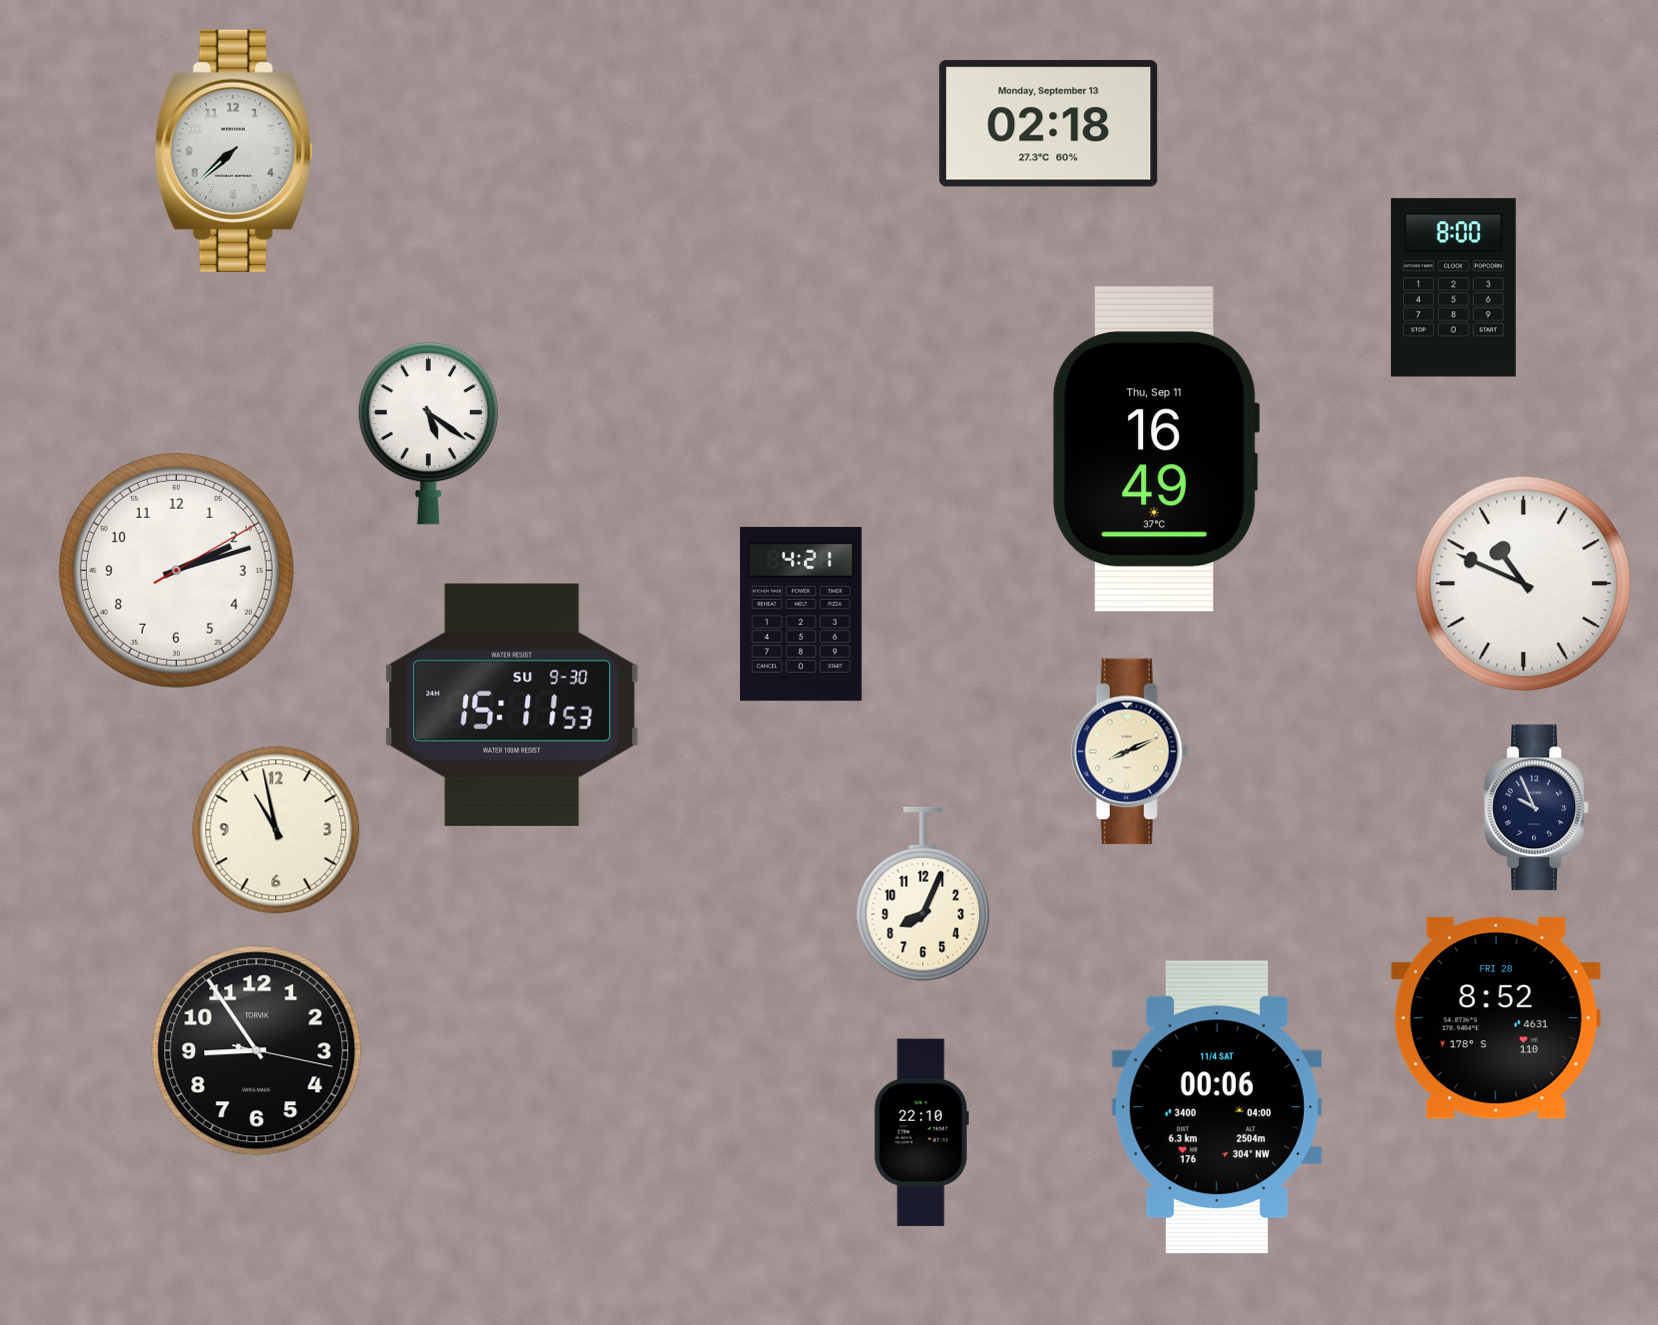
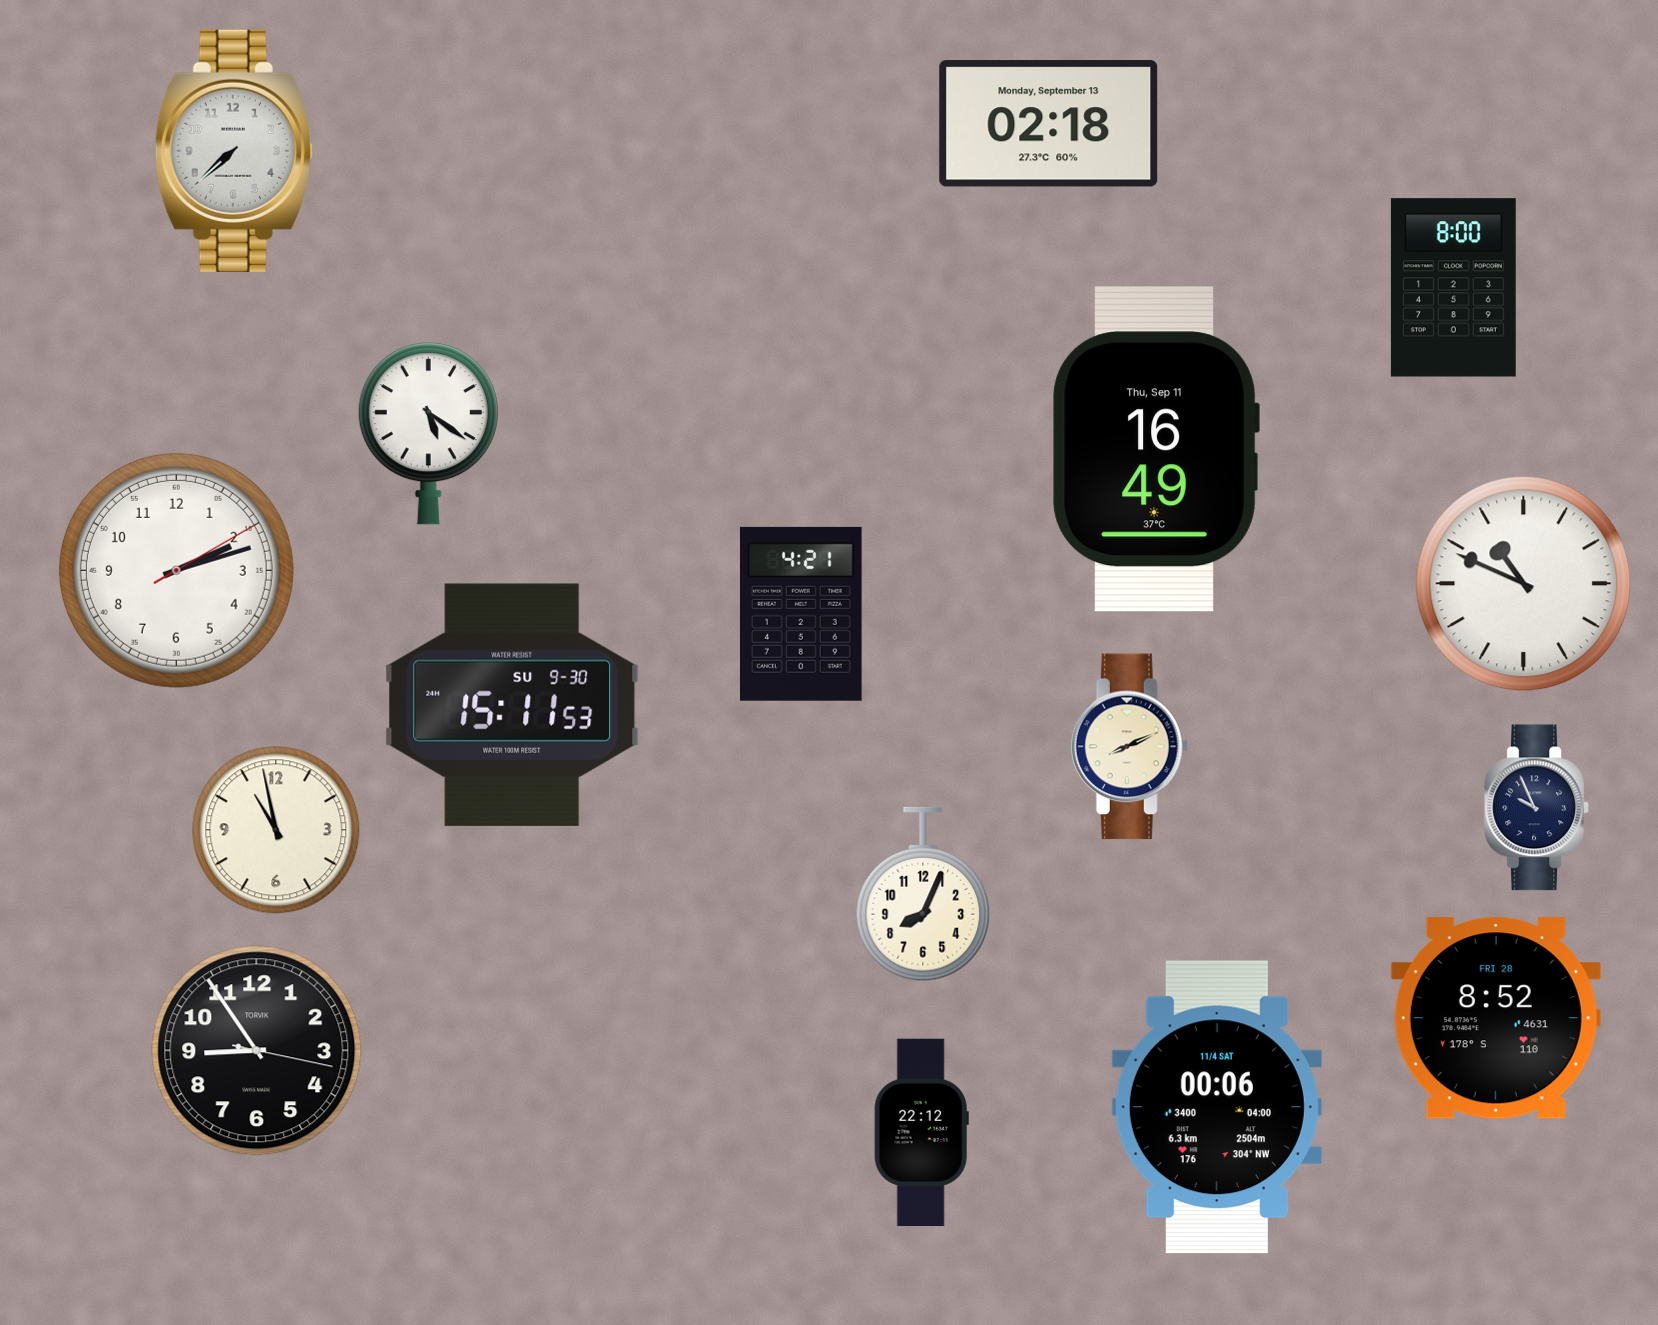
clock at (1130, 752) position: (1130, 752) -> (1130, 747)
clock at (921, 1133): 22:10 -> 22:12
